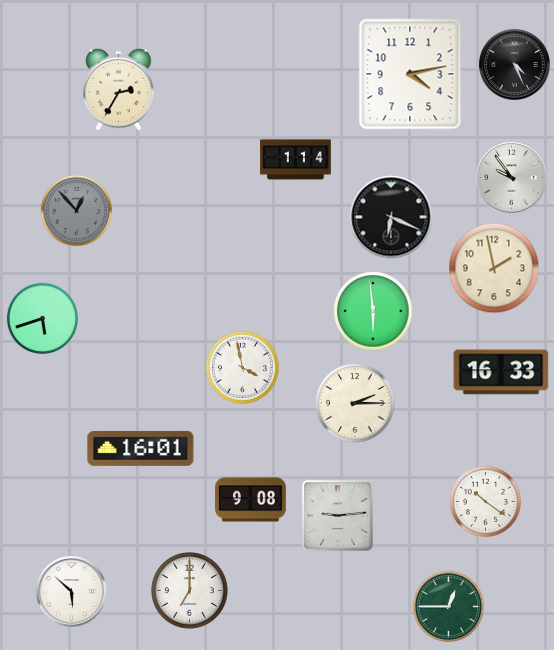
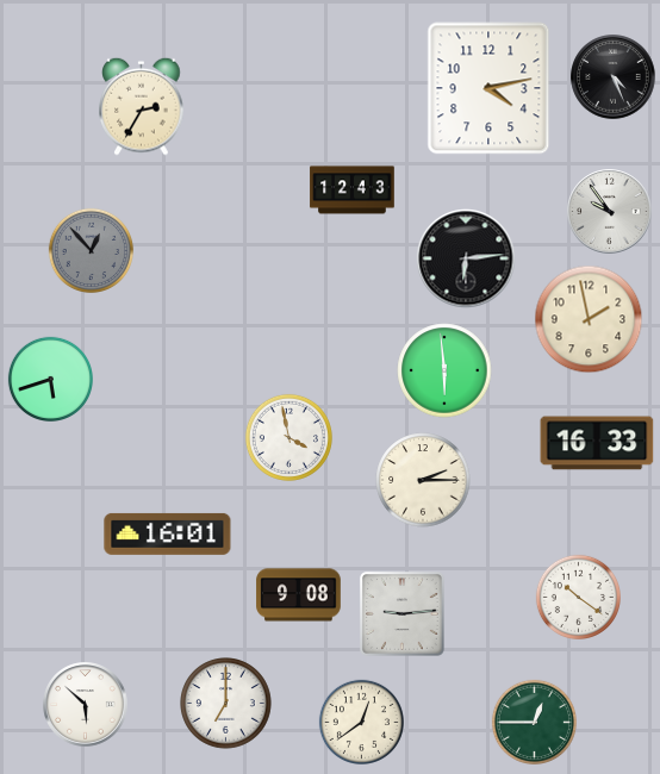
clock at (296, 160): 1:14 -> 12:43
clock at (391, 217): 6:19 -> 6:14
clock at (361, 722): none -> 12:39
